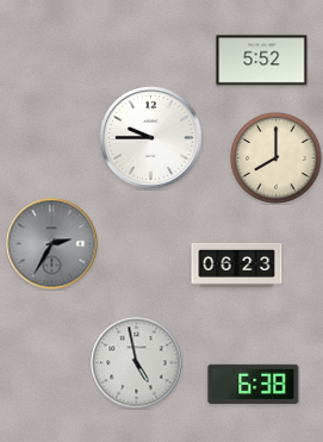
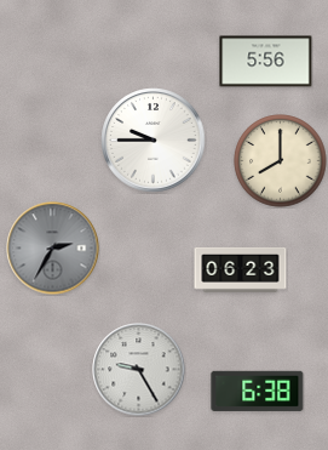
clock at (262, 61): 5:52 -> 5:56
clock at (137, 363): 4:58 -> 9:25
